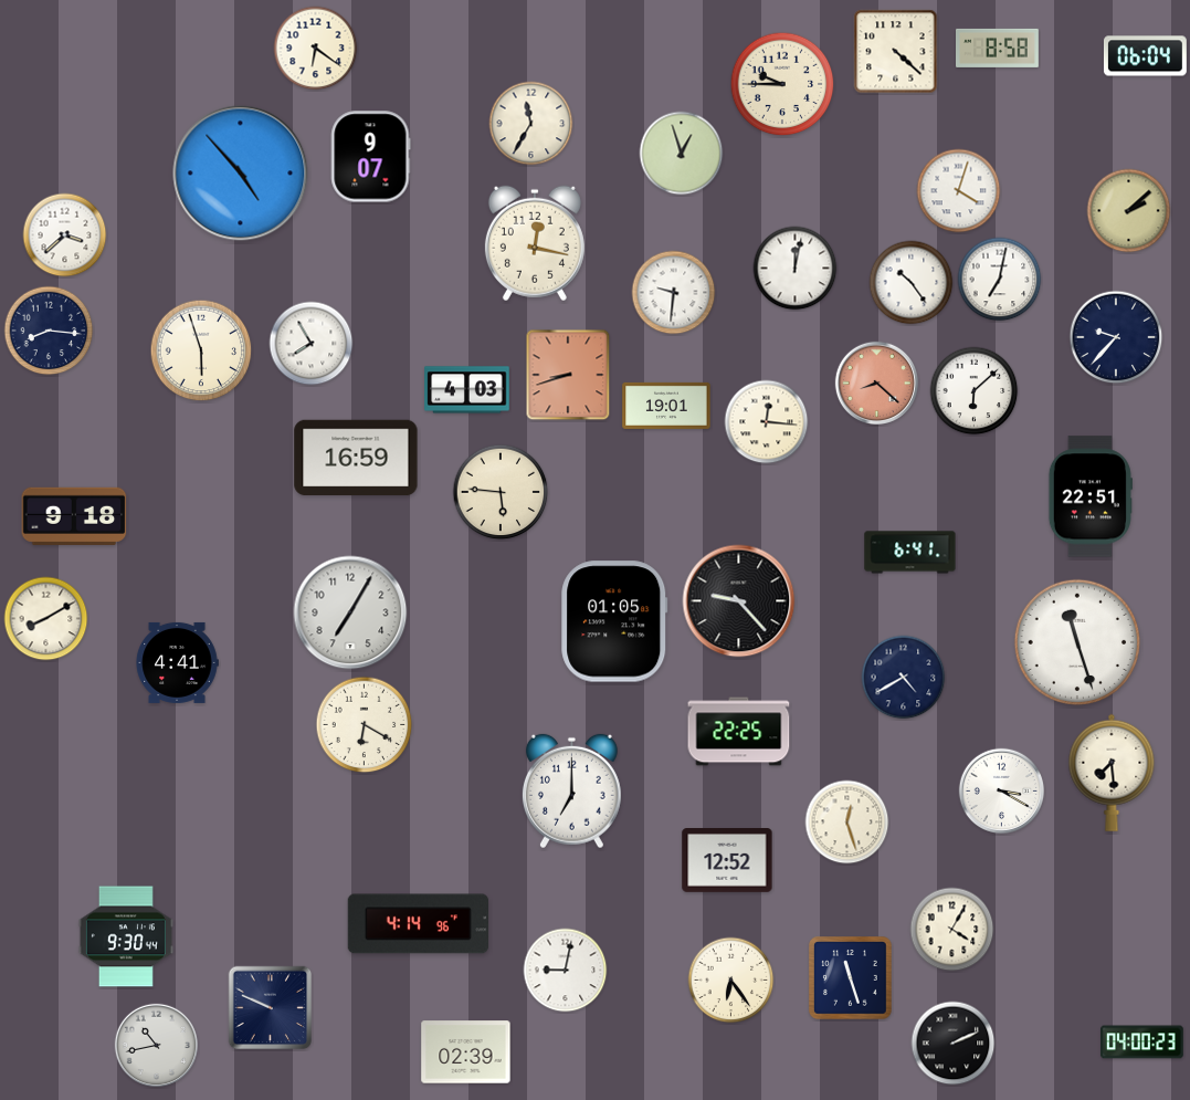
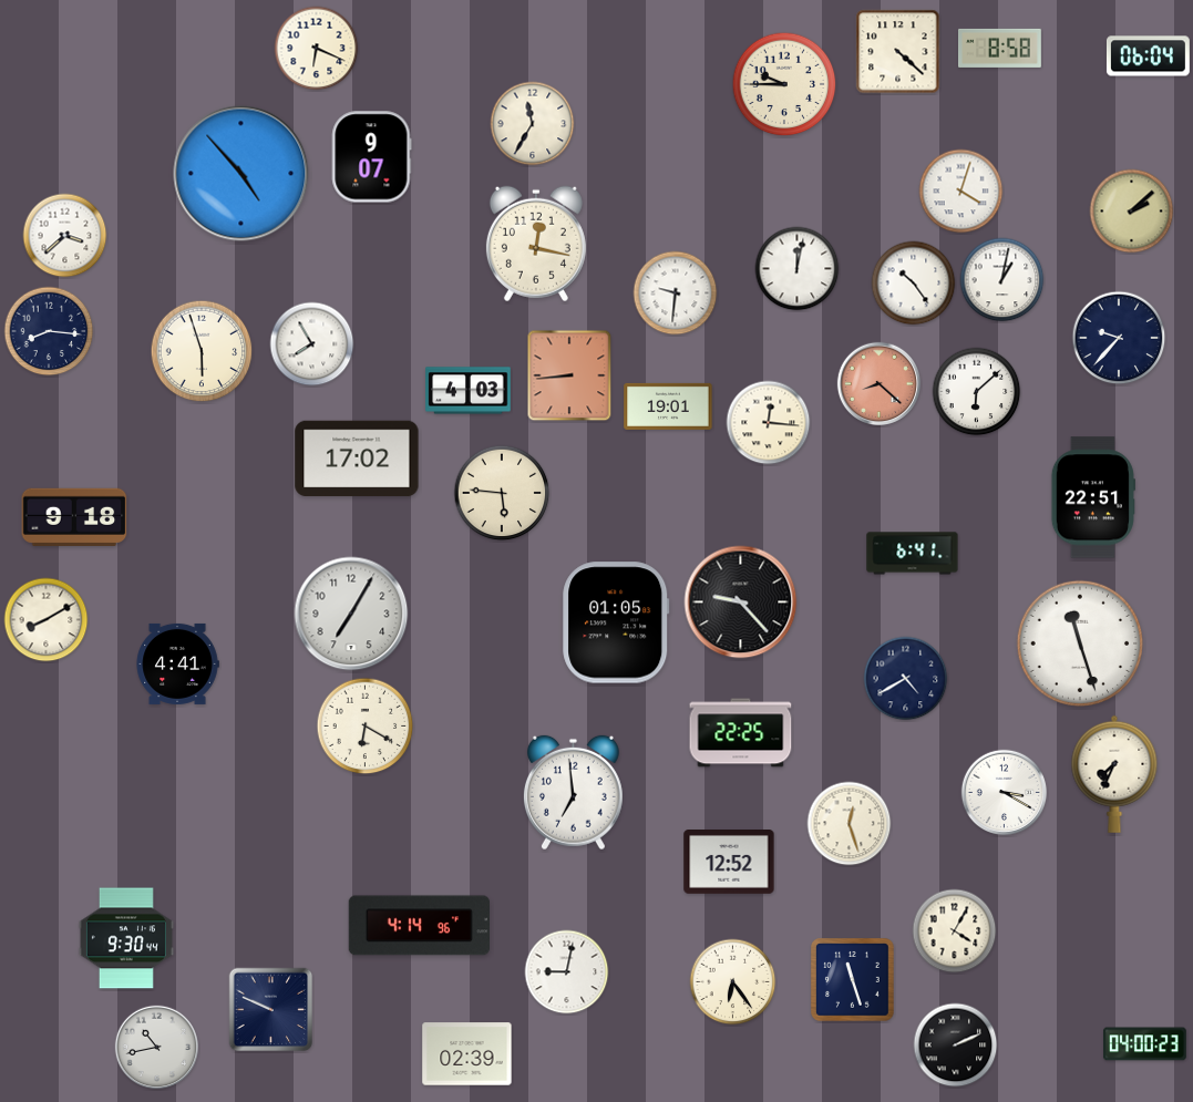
clock at (316, 49): 6:21 -> 6:19
clock at (682, 154): 12:57 -> none
clock at (1000, 280): 7:02 -> 1:02
clock at (568, 375): 8:42 -> 8:44
clock at (356, 458): 16:59 -> 17:02
clock at (1112, 773): 7:29 -> 7:34
clock at (571, 792): 7:00 -> 6:59
